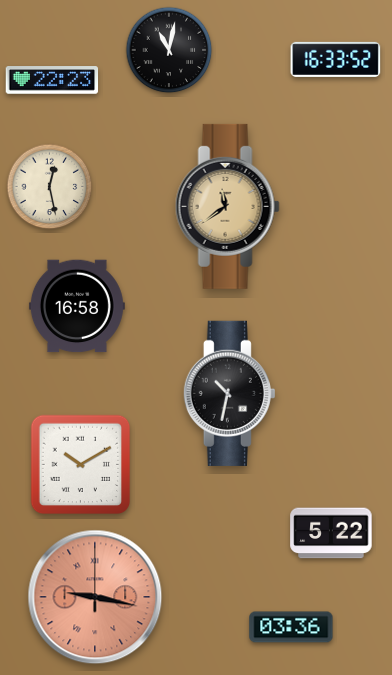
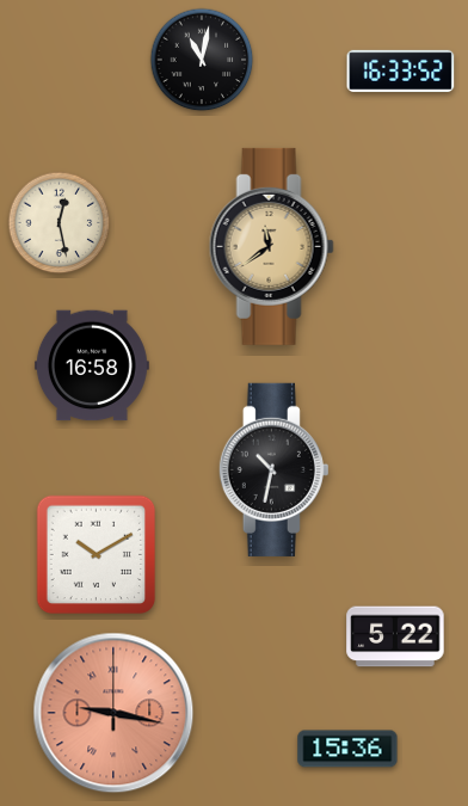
clock at (52, 80): 22:23 -> none
clock at (291, 627): 03:36 -> 15:36
